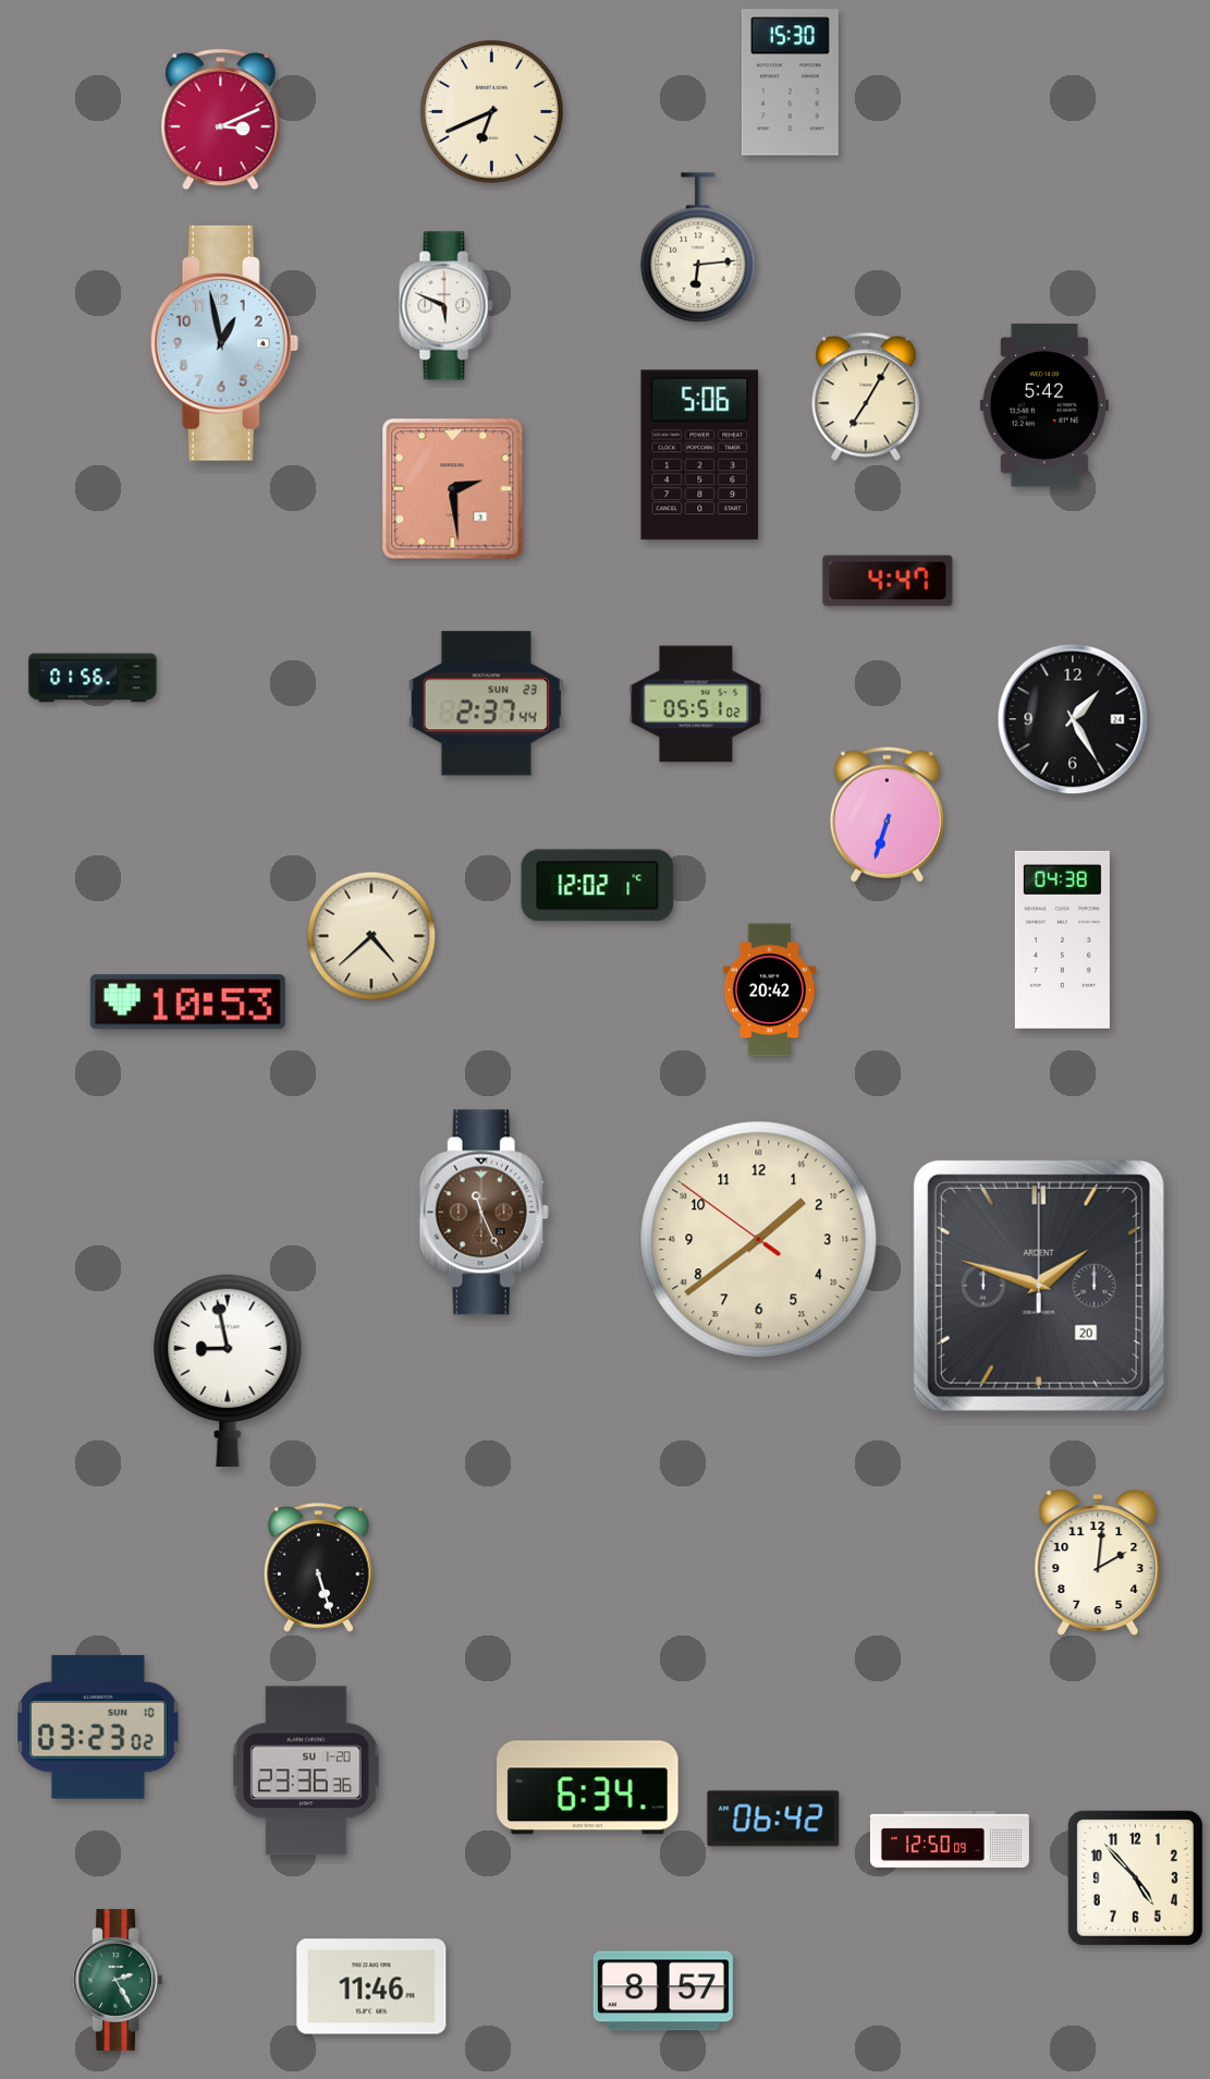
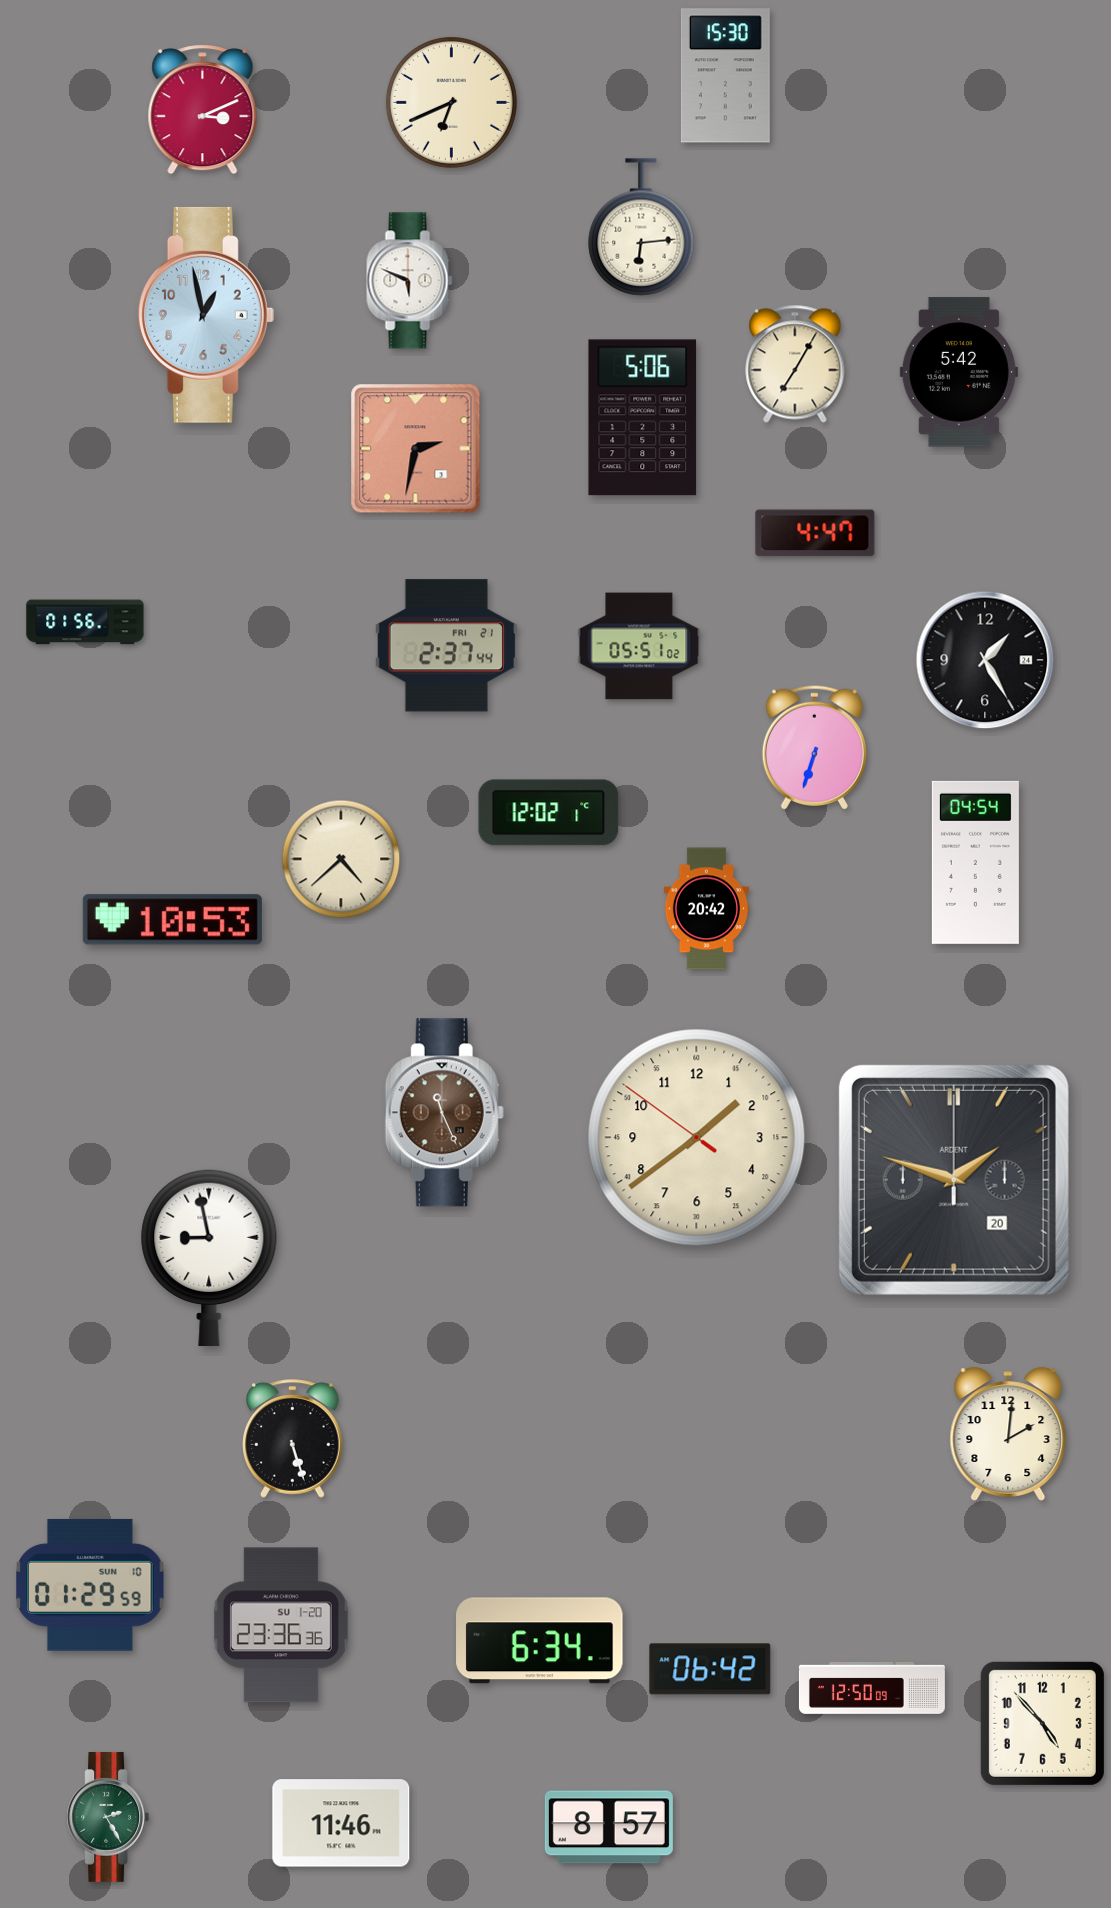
clock at (453, 489): 2:29 -> 2:32
clock at (486, 704) date: SUN 23 -> FRI 21
clock at (1062, 939): 04:38 -> 04:54
clock at (98, 1727): 03:23 -> 01:29
